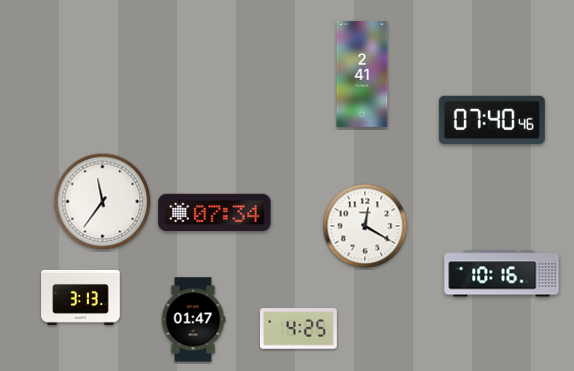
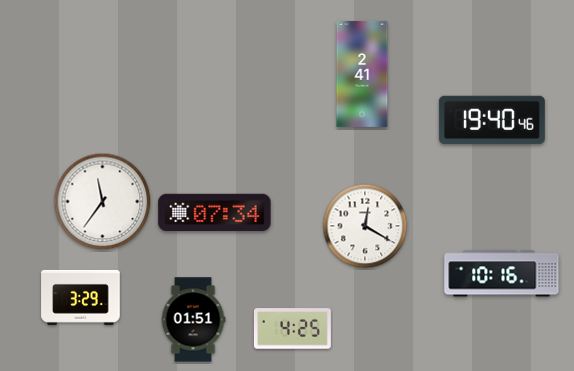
clock at (492, 119): 07:40 -> 19:40
clock at (81, 297): 3:13 -> 3:29
clock at (193, 320): 01:47 -> 01:51
clock at (298, 329) position: (298, 329) -> (292, 329)
